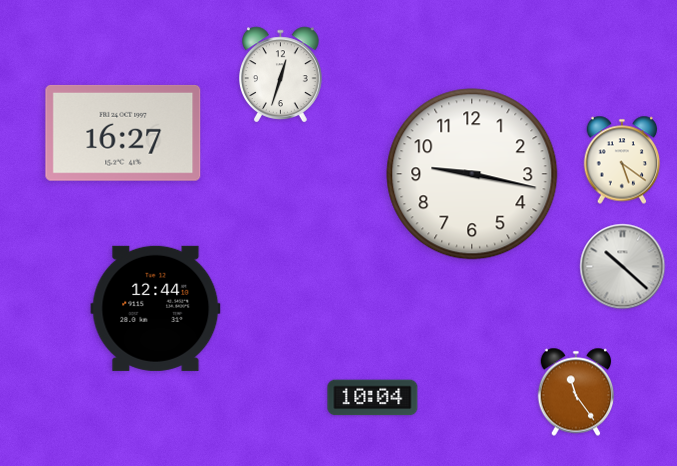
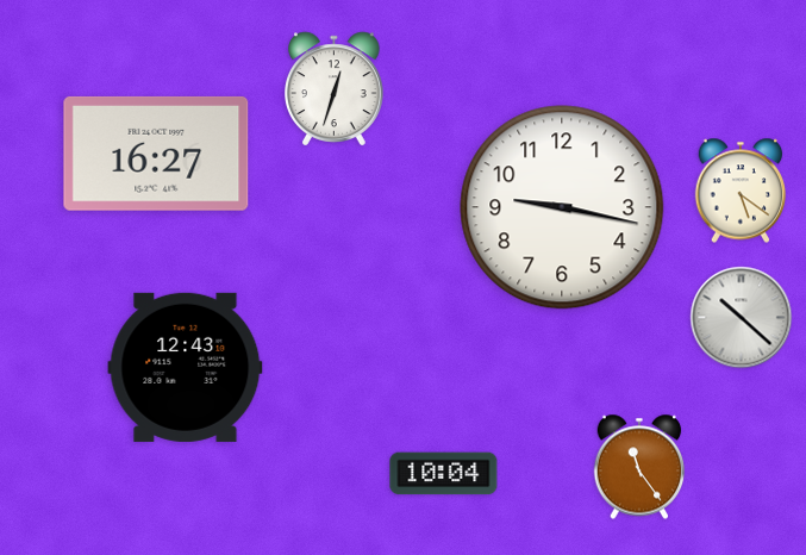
clock at (123, 133) position: (123, 133) -> (156, 154)
clock at (156, 308): 12:44 -> 12:43
clock at (576, 392) position: (576, 392) -> (639, 467)
